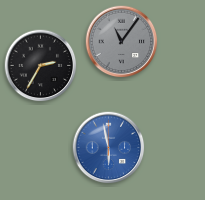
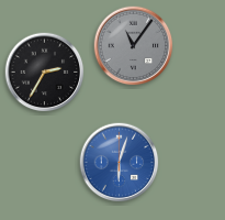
clock at (109, 148): 5:58 -> 6:03
